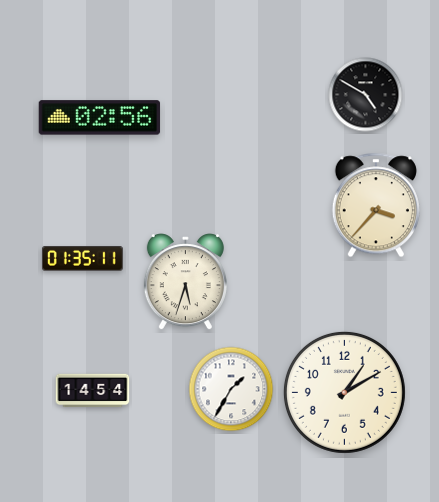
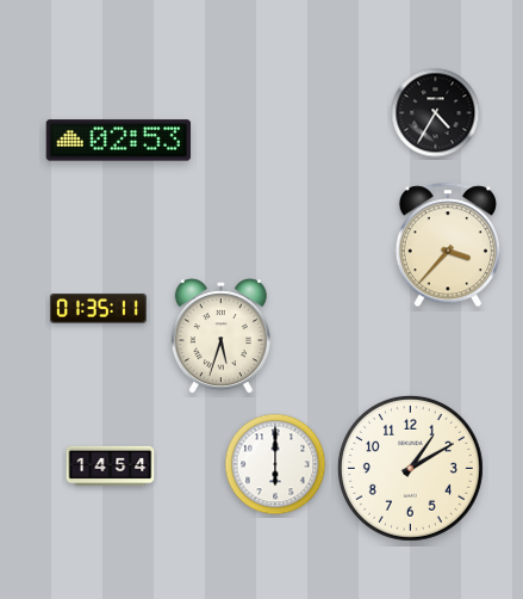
clock at (366, 95): 4:50 -> 4:35
clock at (100, 118): 02:56 -> 02:53
clock at (231, 389): 1:35 -> 6:00
